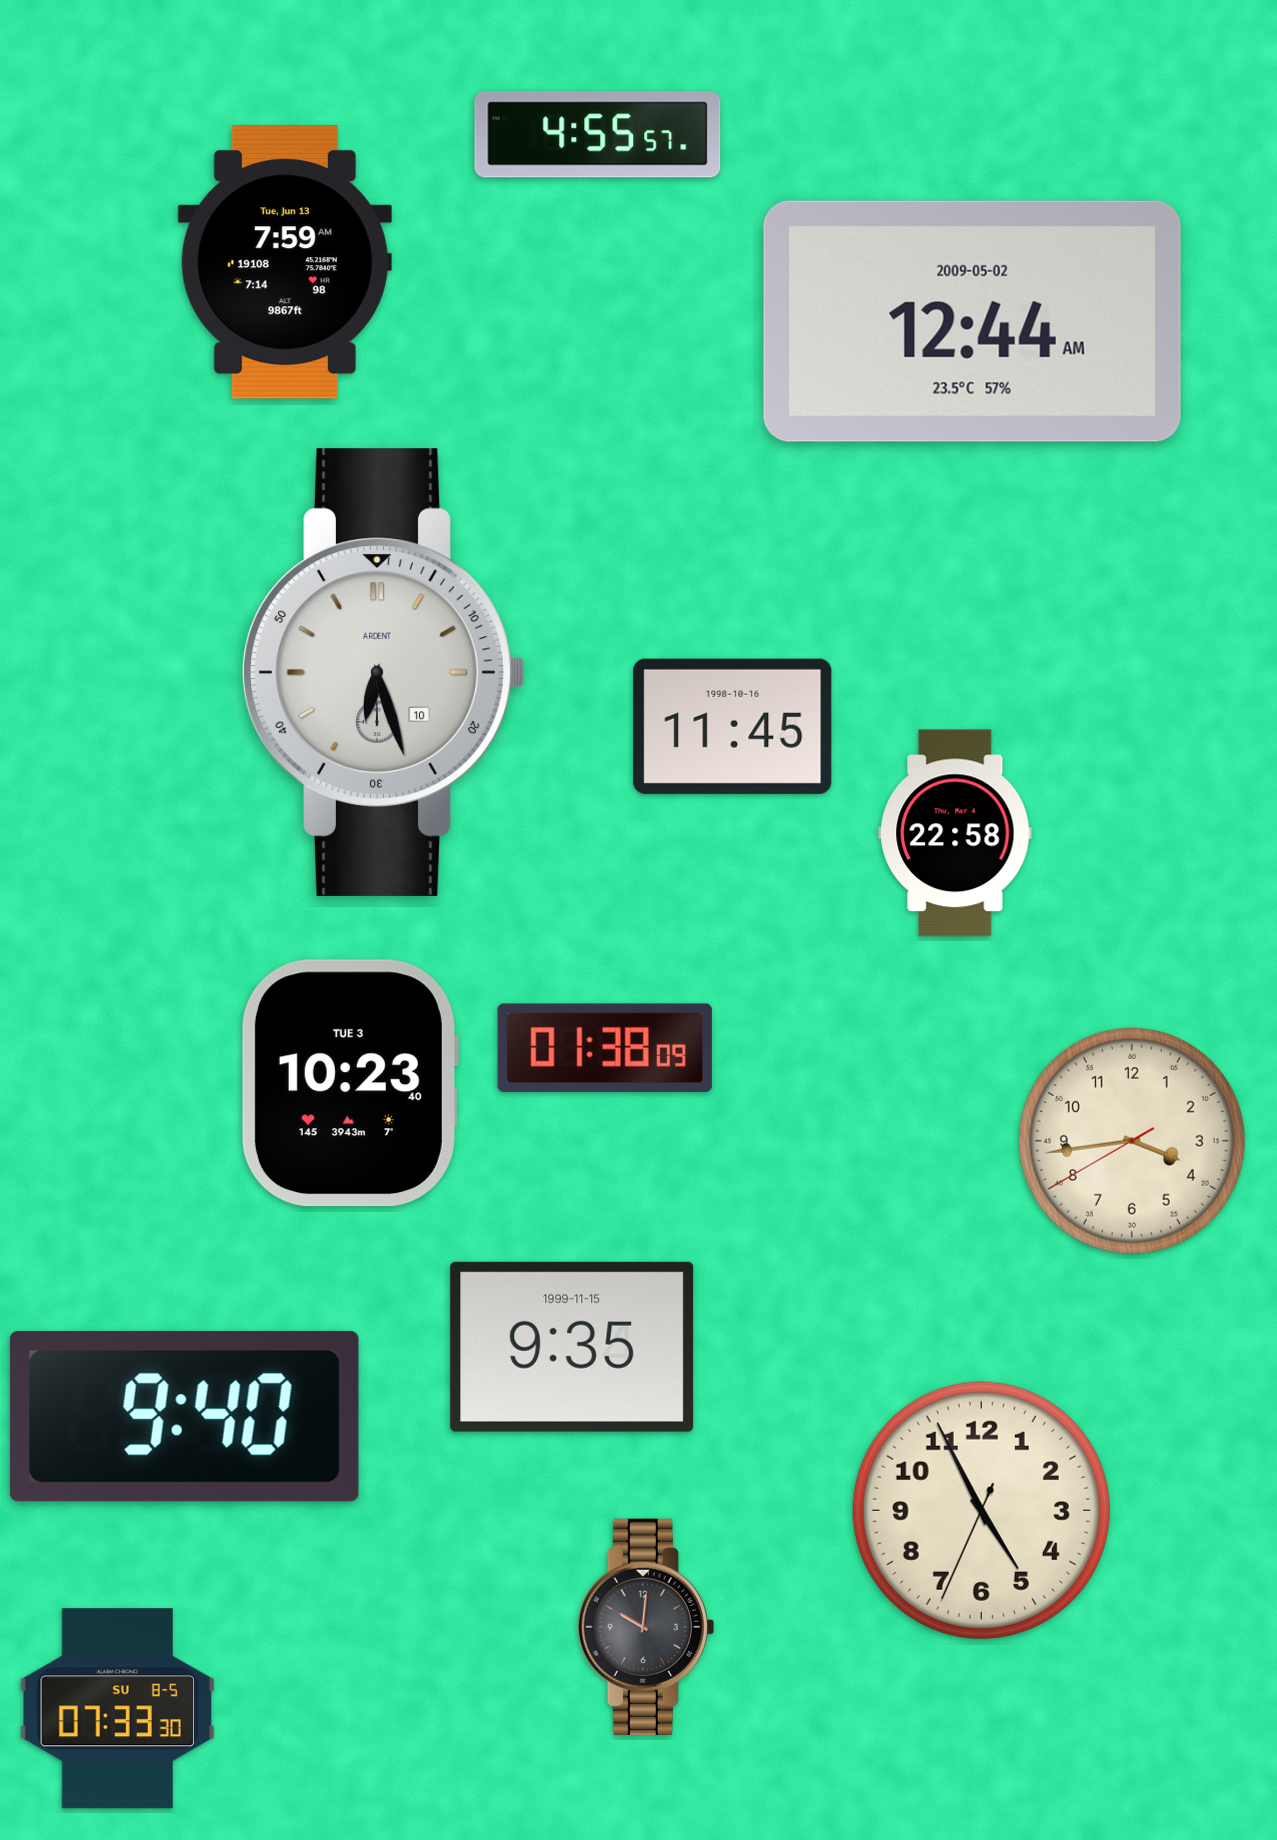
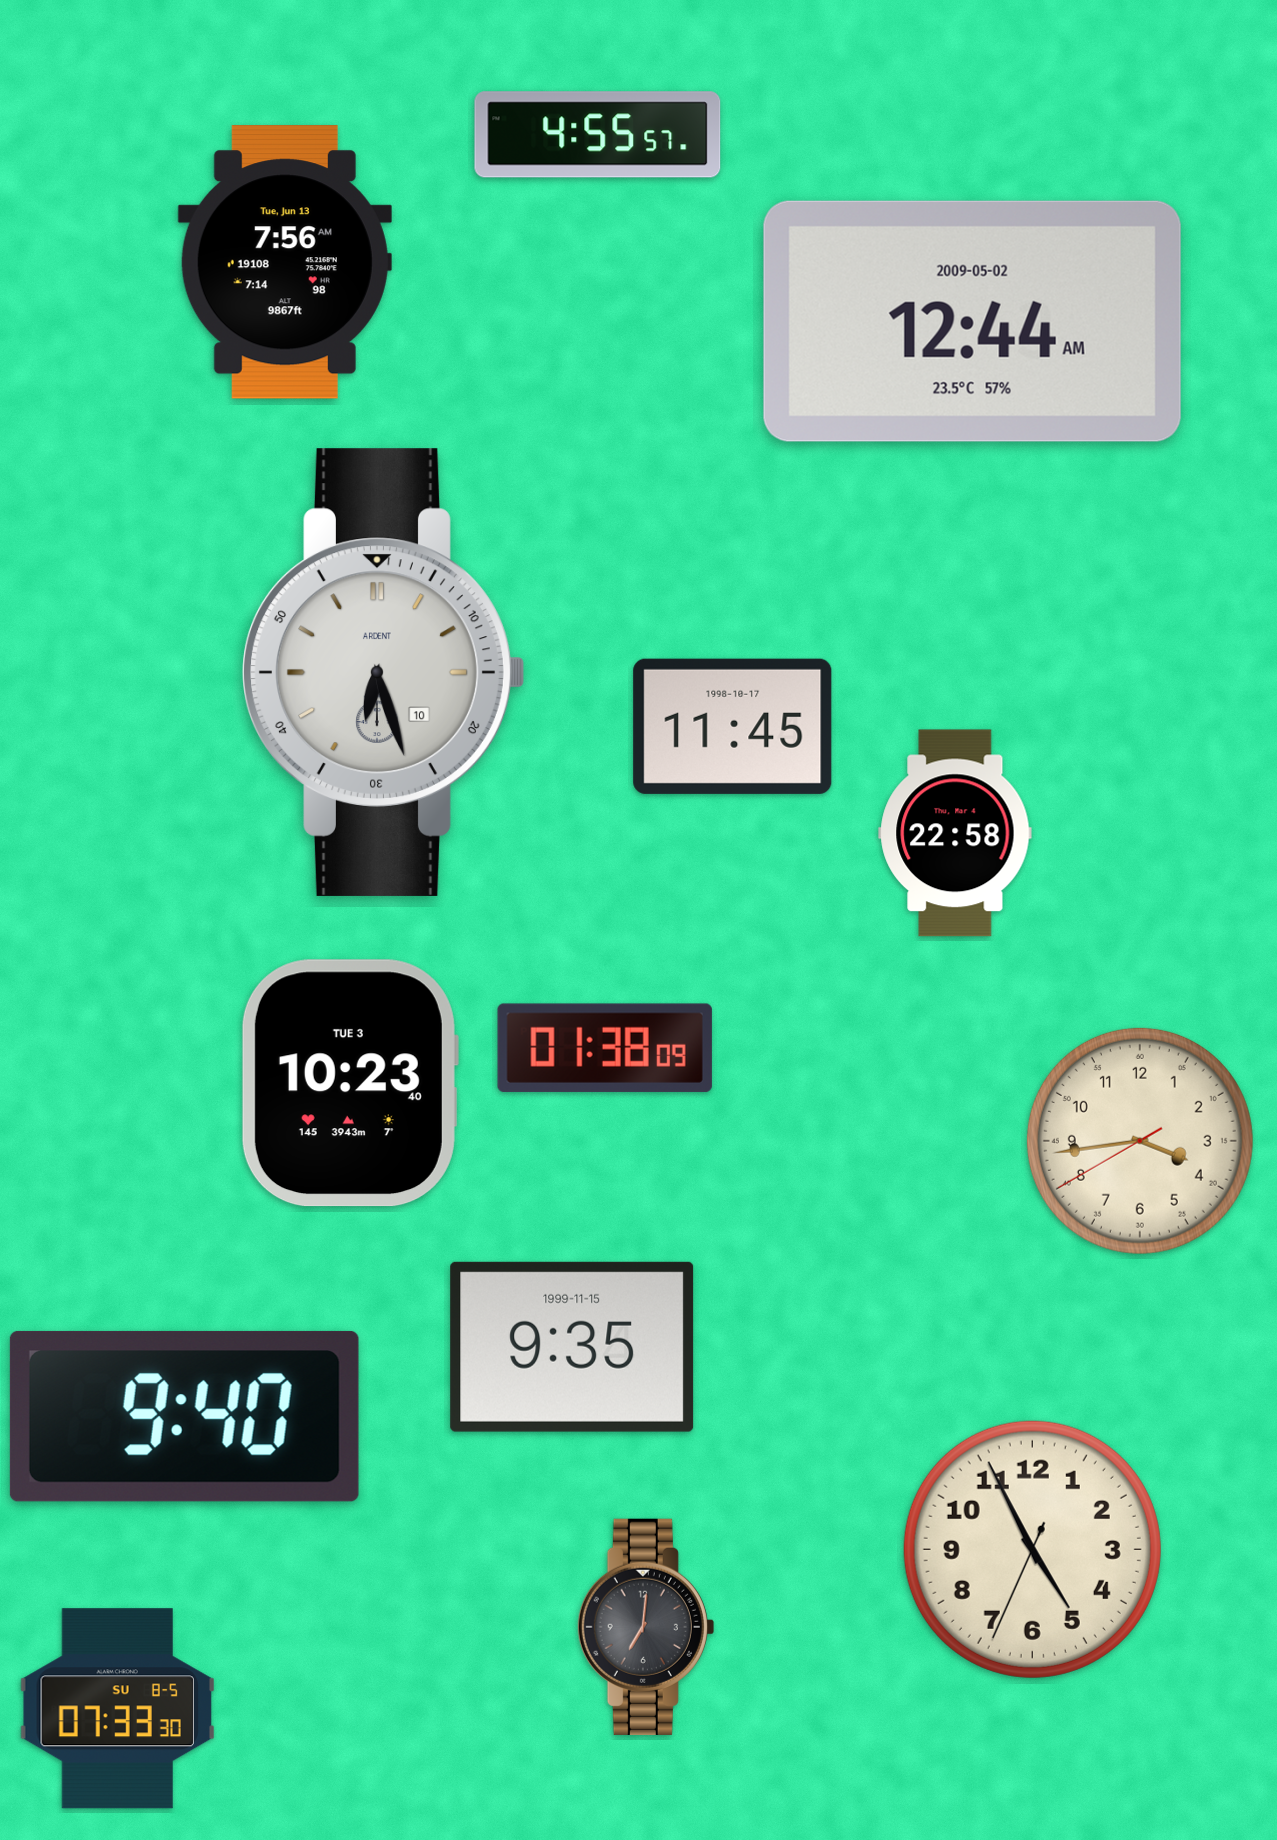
clock at (285, 262): 7:59 -> 7:56
clock at (733, 726) date: 1998-10-16 -> 1998-10-17
clock at (1132, 1141) position: (1132, 1141) -> (1140, 1141)
clock at (981, 1510) position: (981, 1510) -> (1032, 1549)
clock at (646, 1627): 10:01 -> 7:01
